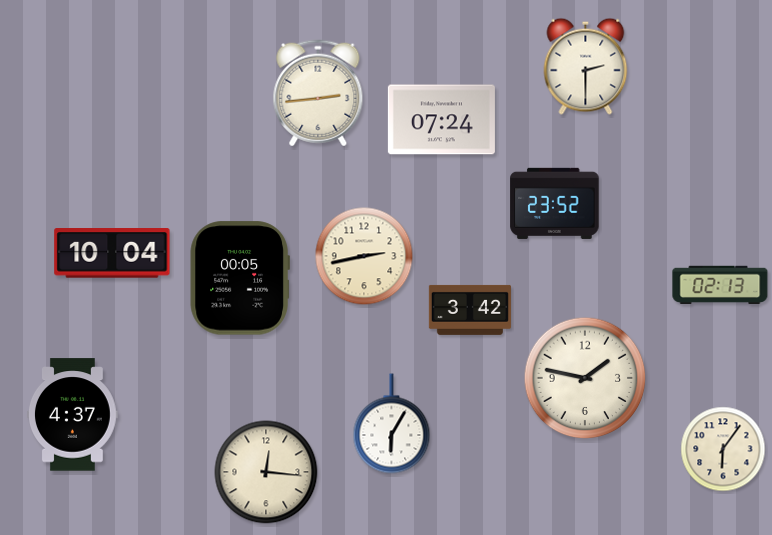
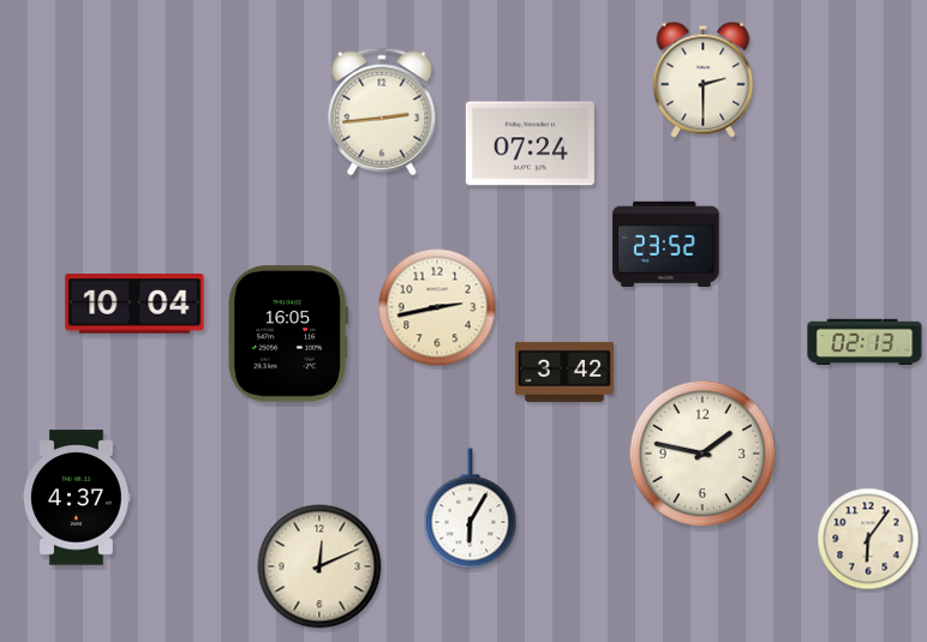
clock at (240, 278): 00:05 -> 16:05
clock at (73, 415) position: (73, 415) -> (77, 498)
clock at (266, 472): 12:16 -> 12:11
